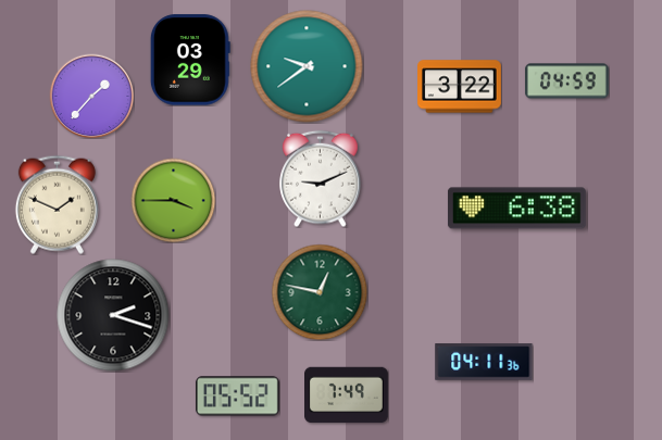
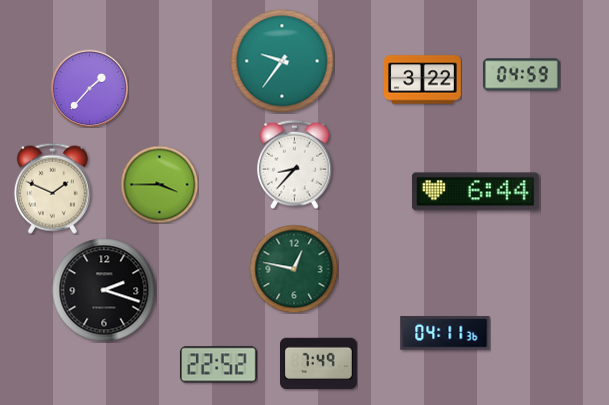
clock at (190, 60): 03:29 -> none
clock at (307, 66): 9:39 -> 9:36
clock at (91, 96) position: (91, 96) -> (89, 88)
clock at (321, 178): 9:11 -> 8:37
clock at (516, 209): 6:38 -> 6:44
clock at (237, 397): 05:52 -> 22:52
